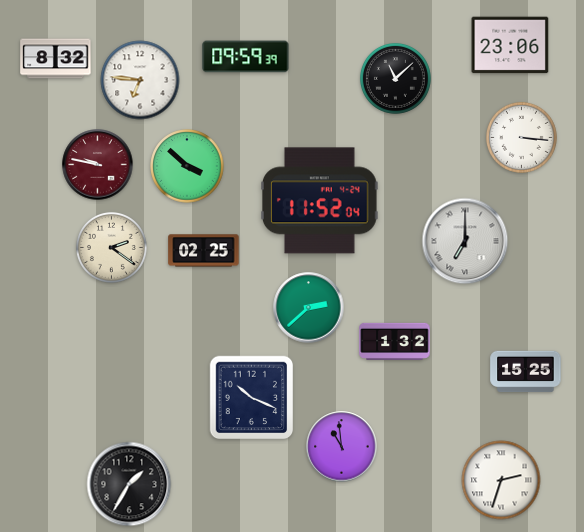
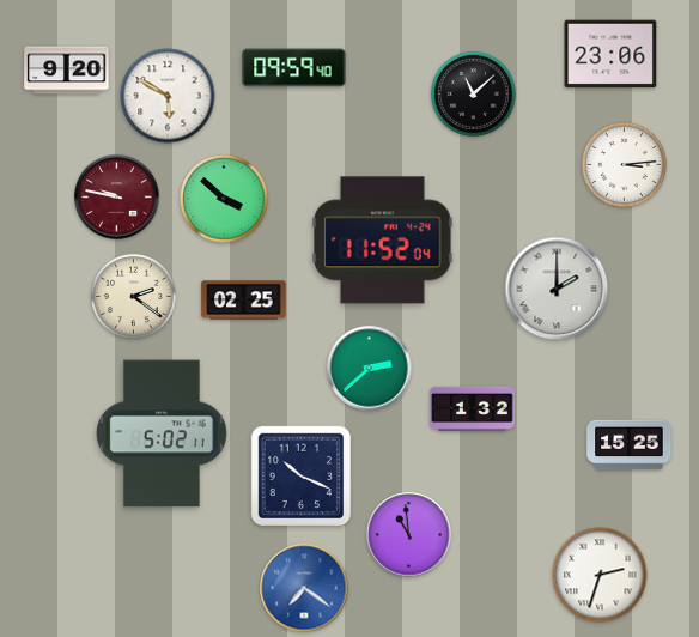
clock at (246, 57): 09:59:39 -> 09:59:40
clock at (56, 59): 8:32 -> 9:20
clock at (140, 80): 6:46 -> 5:50
clock at (521, 137): 3:16 -> 3:14
clock at (465, 241): 7:00 -> 2:00
clock at (162, 433): none -> 5:02
clock at (129, 484): 1:35 -> none
clock at (304, 588): none -> 7:21
